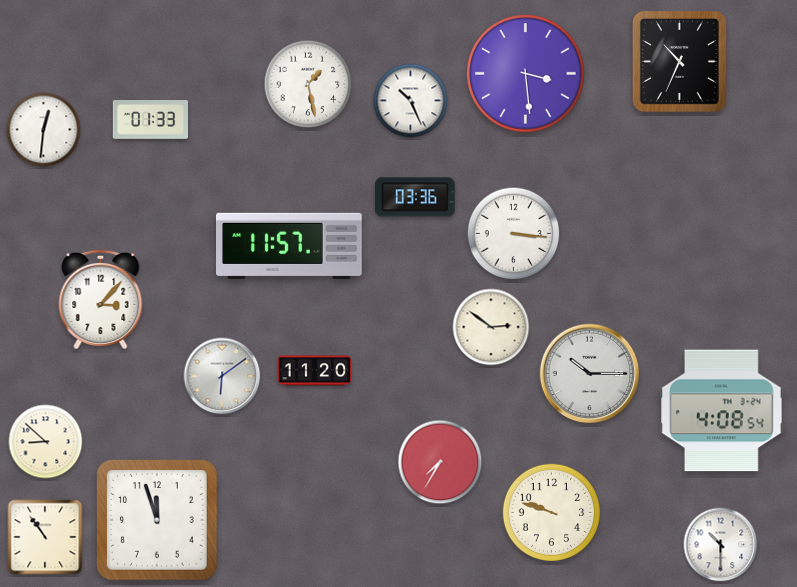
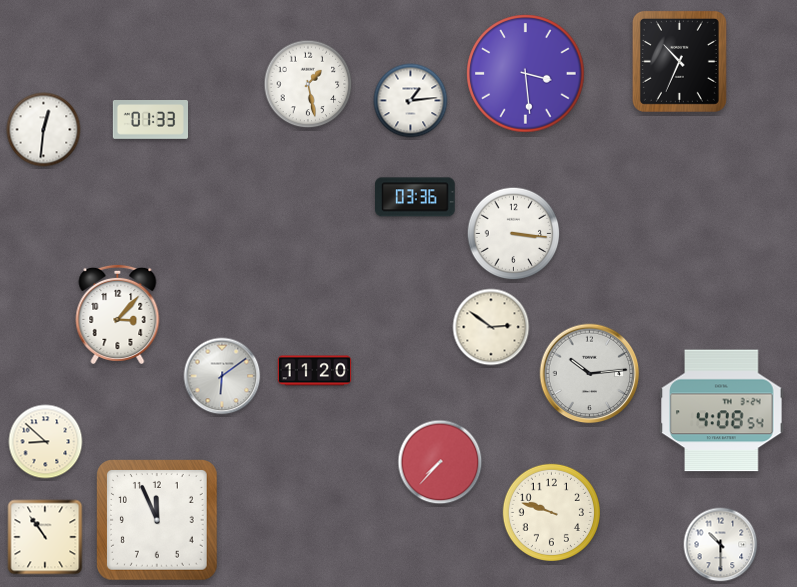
clock at (411, 101): 10:26 -> 1:14
clock at (290, 246): 11:57 -> none
clock at (101, 299) position: (101, 299) -> (118, 314)
clock at (590, 374): 10:15 -> 10:14
clock at (440, 462): 7:35 -> 7:37
clock at (158, 521): 11:57 -> 11:56
